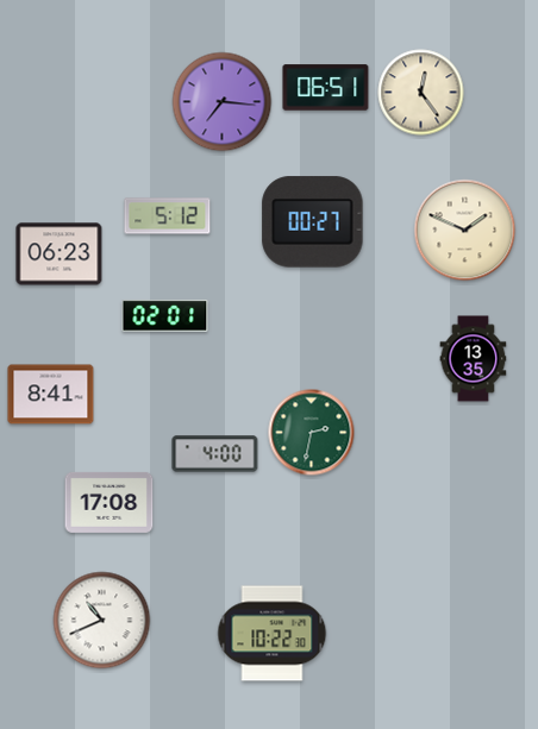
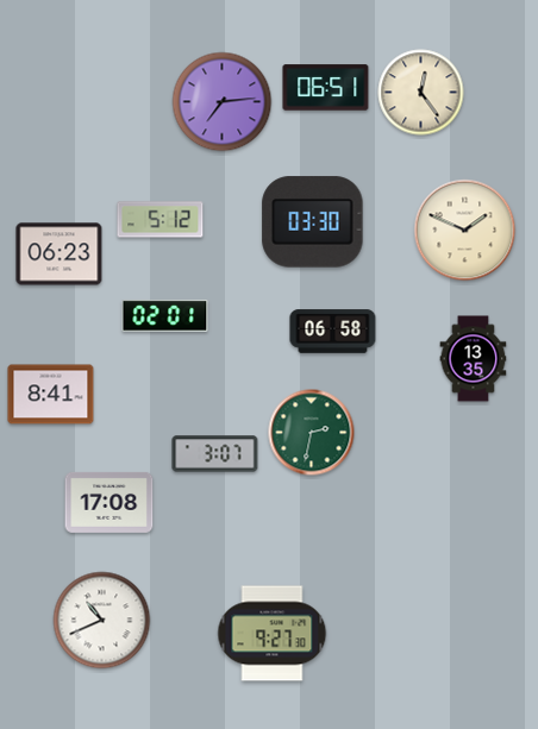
clock at (223, 102): 7:16 -> 7:14
clock at (168, 216) position: (168, 216) -> (161, 220)
clock at (313, 222): 00:27 -> 03:30
clock at (333, 332): none -> 06:58
clock at (215, 454): 4:00 -> 3:07
clock at (273, 634): 10:22 -> 9:27
